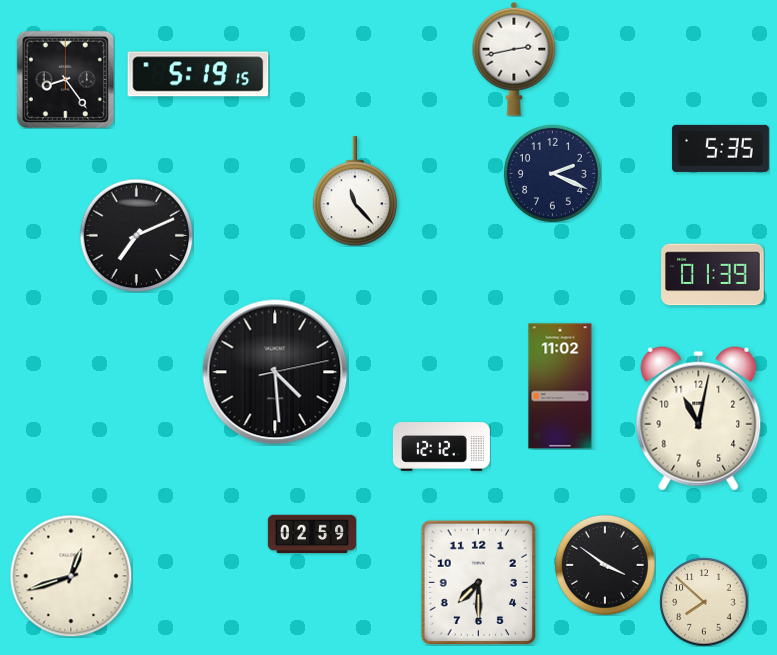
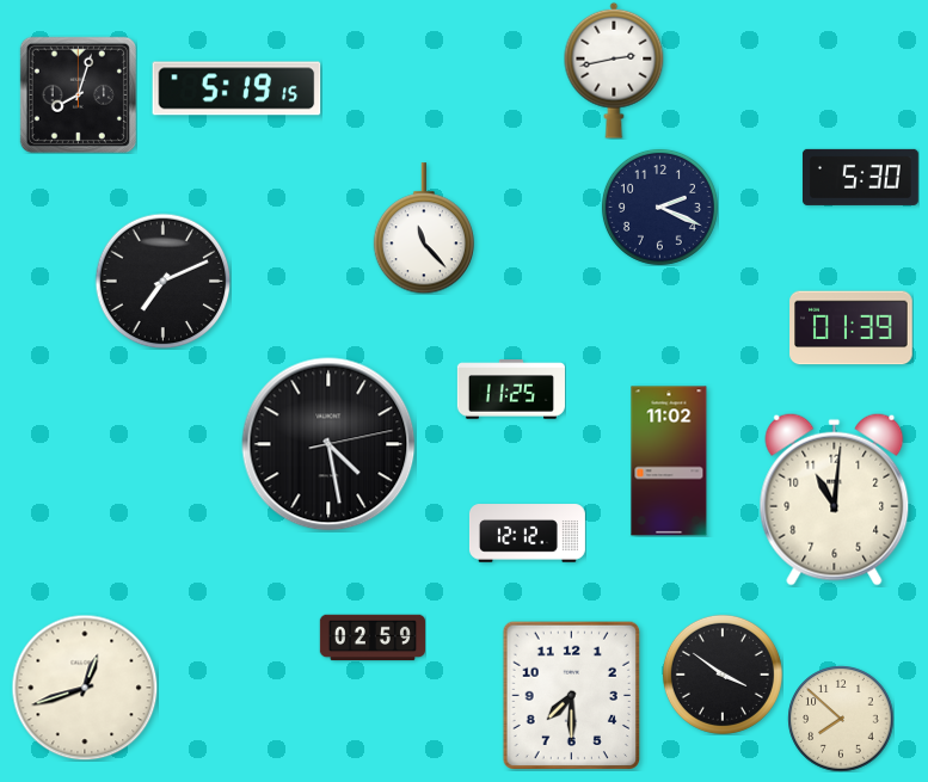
clock at (65, 79): 8:24 -> 8:03
clock at (720, 148): 5:35 -> 5:30
clock at (511, 389): none -> 11:25
clock at (275, 372): 4:29 -> 4:28
clock at (699, 418): 11:02 -> 11:01
